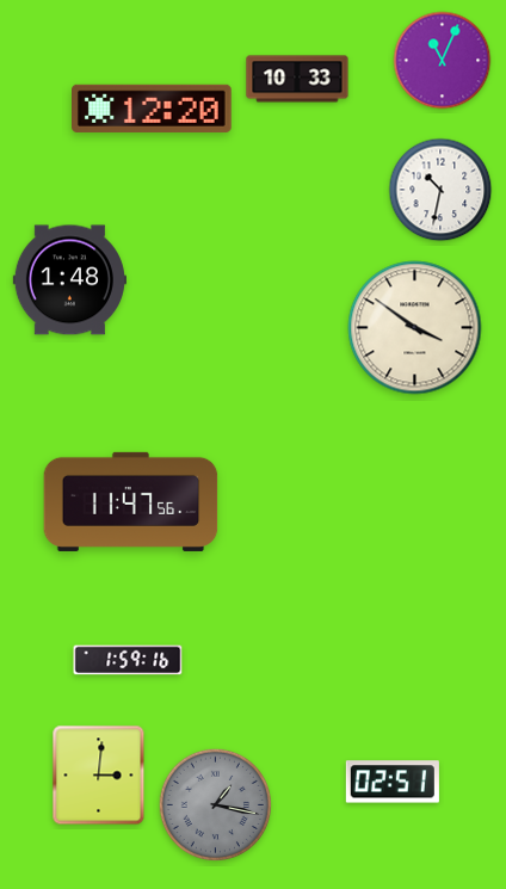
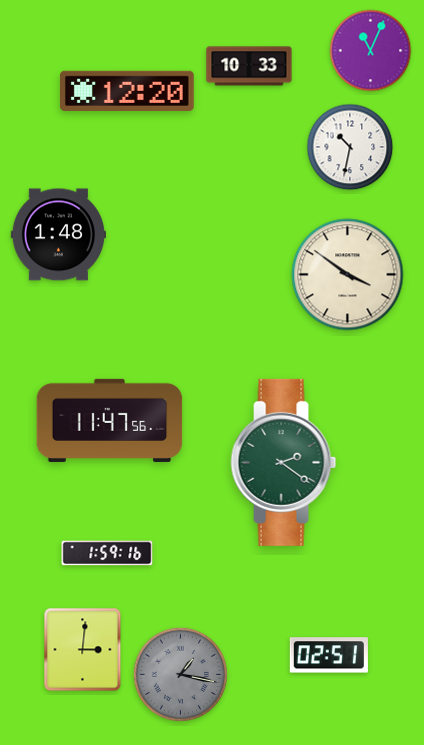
clock at (440, 190) position: (440, 190) -> (350, 147)
clock at (284, 462): none -> 2:21
